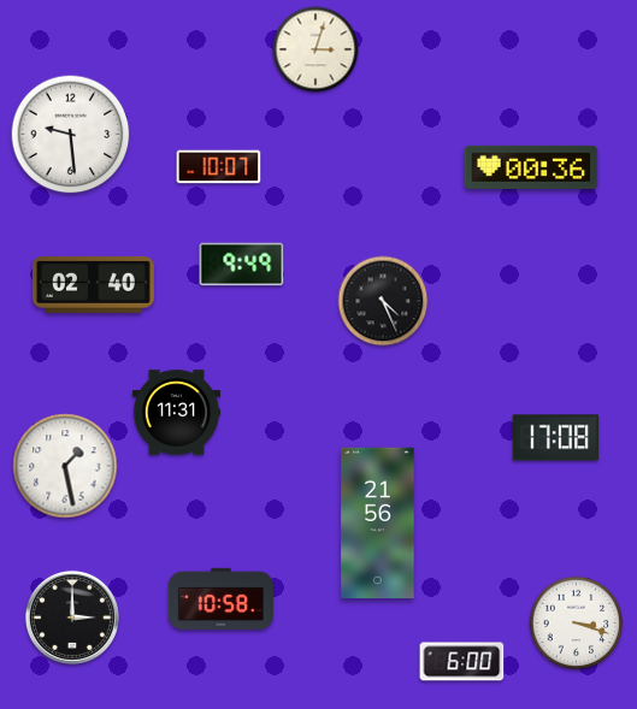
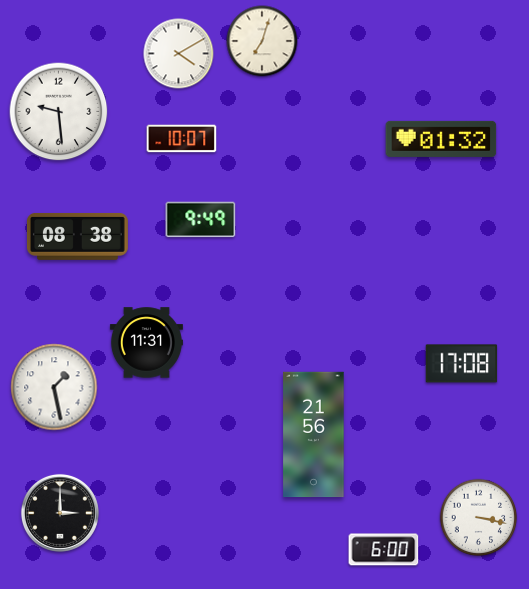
clock at (315, 49): 3:03 -> 7:03
clock at (179, 54): none -> 4:10
clock at (531, 167): 00:36 -> 01:32
clock at (93, 284): 02:40 -> 08:38
clock at (383, 301): 4:26 -> none
clock at (220, 598): 10:58 -> none
clock at (577, 624): 3:18 -> 3:17
